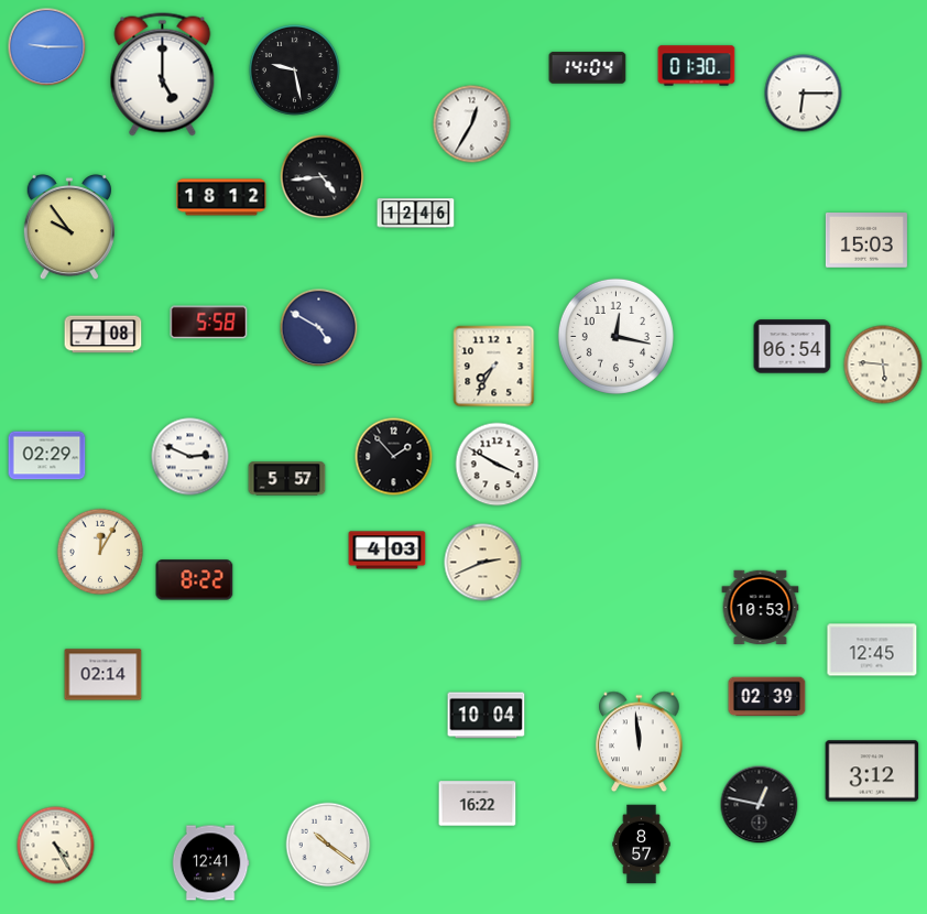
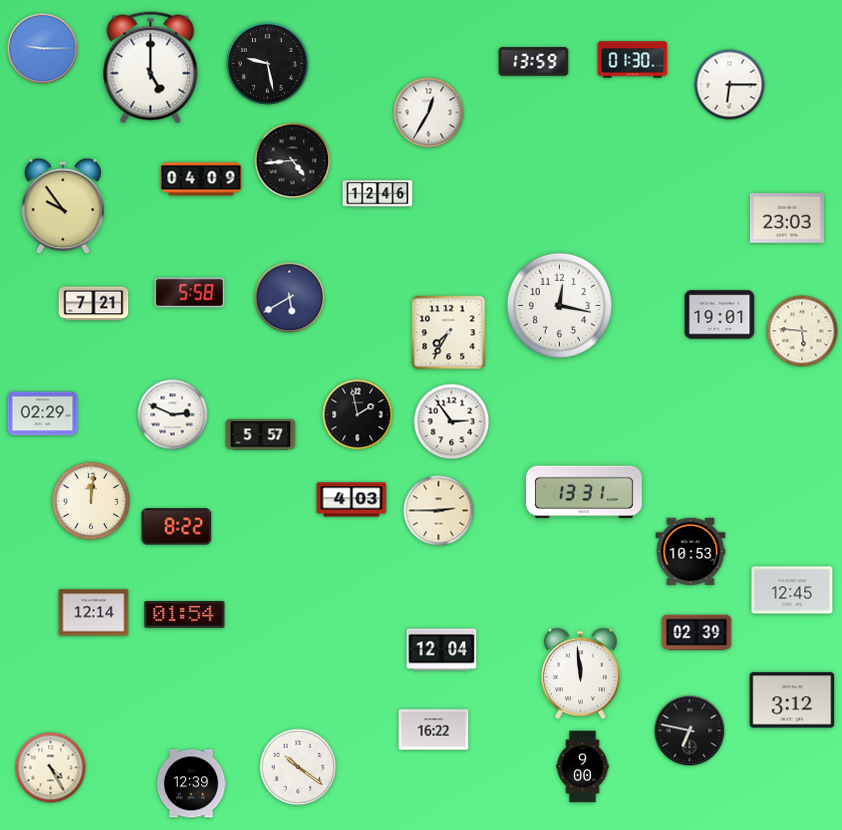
clock at (47, 47) position: (47, 47) -> (43, 49)
clock at (588, 68): 14:04 -> 13:59
clock at (163, 75) position: (163, 75) -> (151, 68)
clock at (221, 197): 18:12 -> 04:09
clock at (866, 241): 15:03 -> 23:03
clock at (319, 328): 4:50 -> 5:40
clock at (103, 335): 7:08 -> 7:21
clock at (793, 347): 06:54 -> 19:01
clock at (394, 457): 1:53 -> 1:58
clock at (498, 465): 3:50 -> 2:54
clock at (585, 492): none -> 13:31
clock at (100, 552): 12:05 -> 12:01
clock at (483, 563): 2:41 -> 2:45
clock at (103, 675): 02:14 -> 12:14
clock at (185, 615): none -> 01:54
clock at (487, 716): 10:04 -> 12:04
clock at (760, 805): 12:47 -> 6:47
clock at (642, 845): 8:57 -> 9:00
clock at (210, 863): 12:41 -> 12:39
